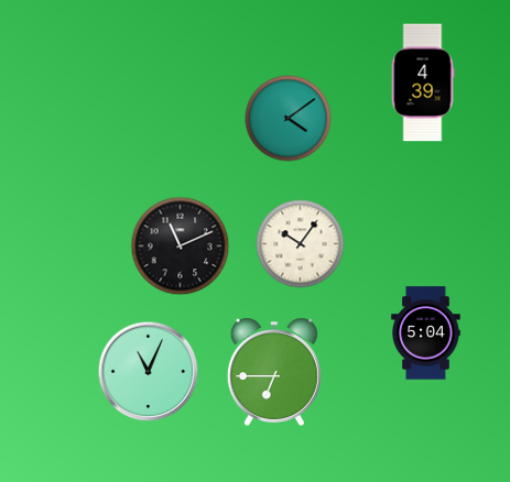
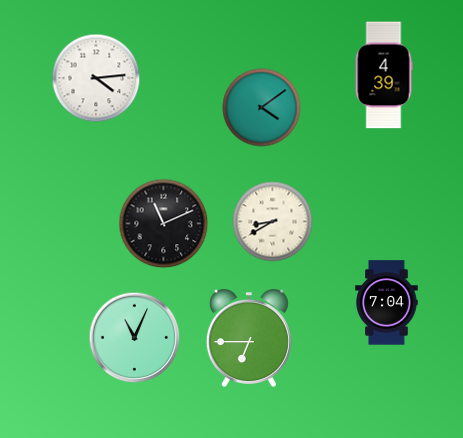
clock at (96, 78): none -> 4:14
clock at (301, 244): 10:06 -> 8:40
clock at (426, 333): 5:04 -> 7:04
